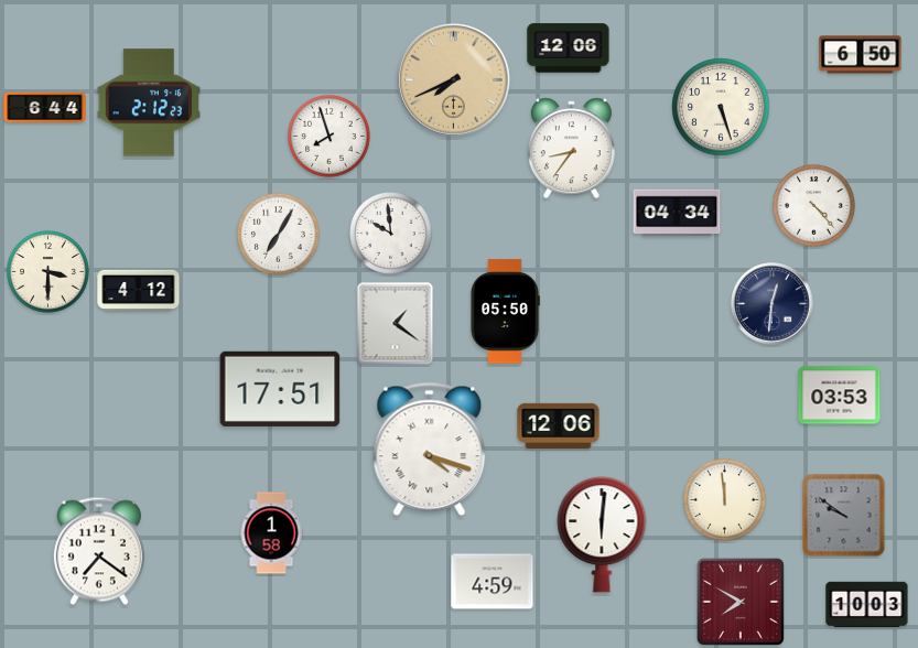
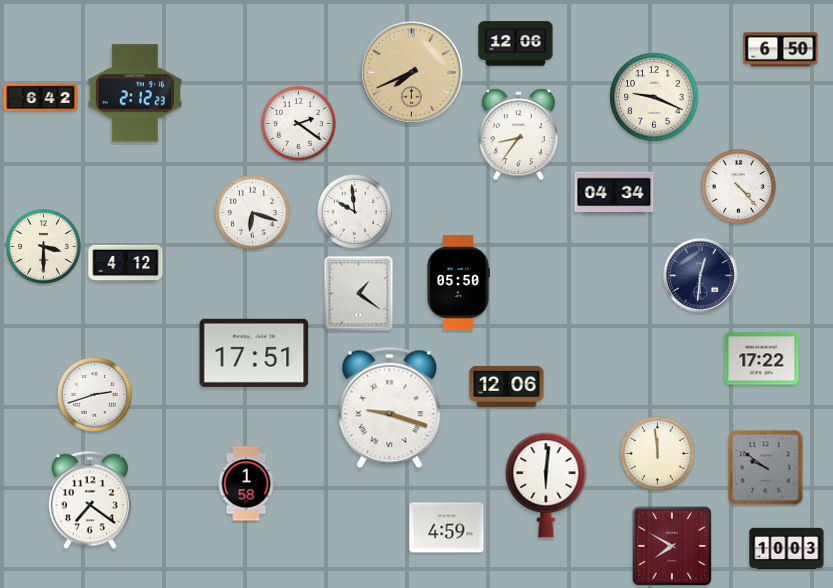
clock at (45, 107): 6:44 -> 6:42
clock at (721, 107): 5:27 -> 9:19
clock at (330, 137): 7:57 -> 2:21
clock at (279, 235): 7:05 -> 6:18
clock at (840, 396): 03:53 -> 17:22
clock at (95, 395): none -> 2:42
clock at (430, 450): 4:18 -> 9:18
